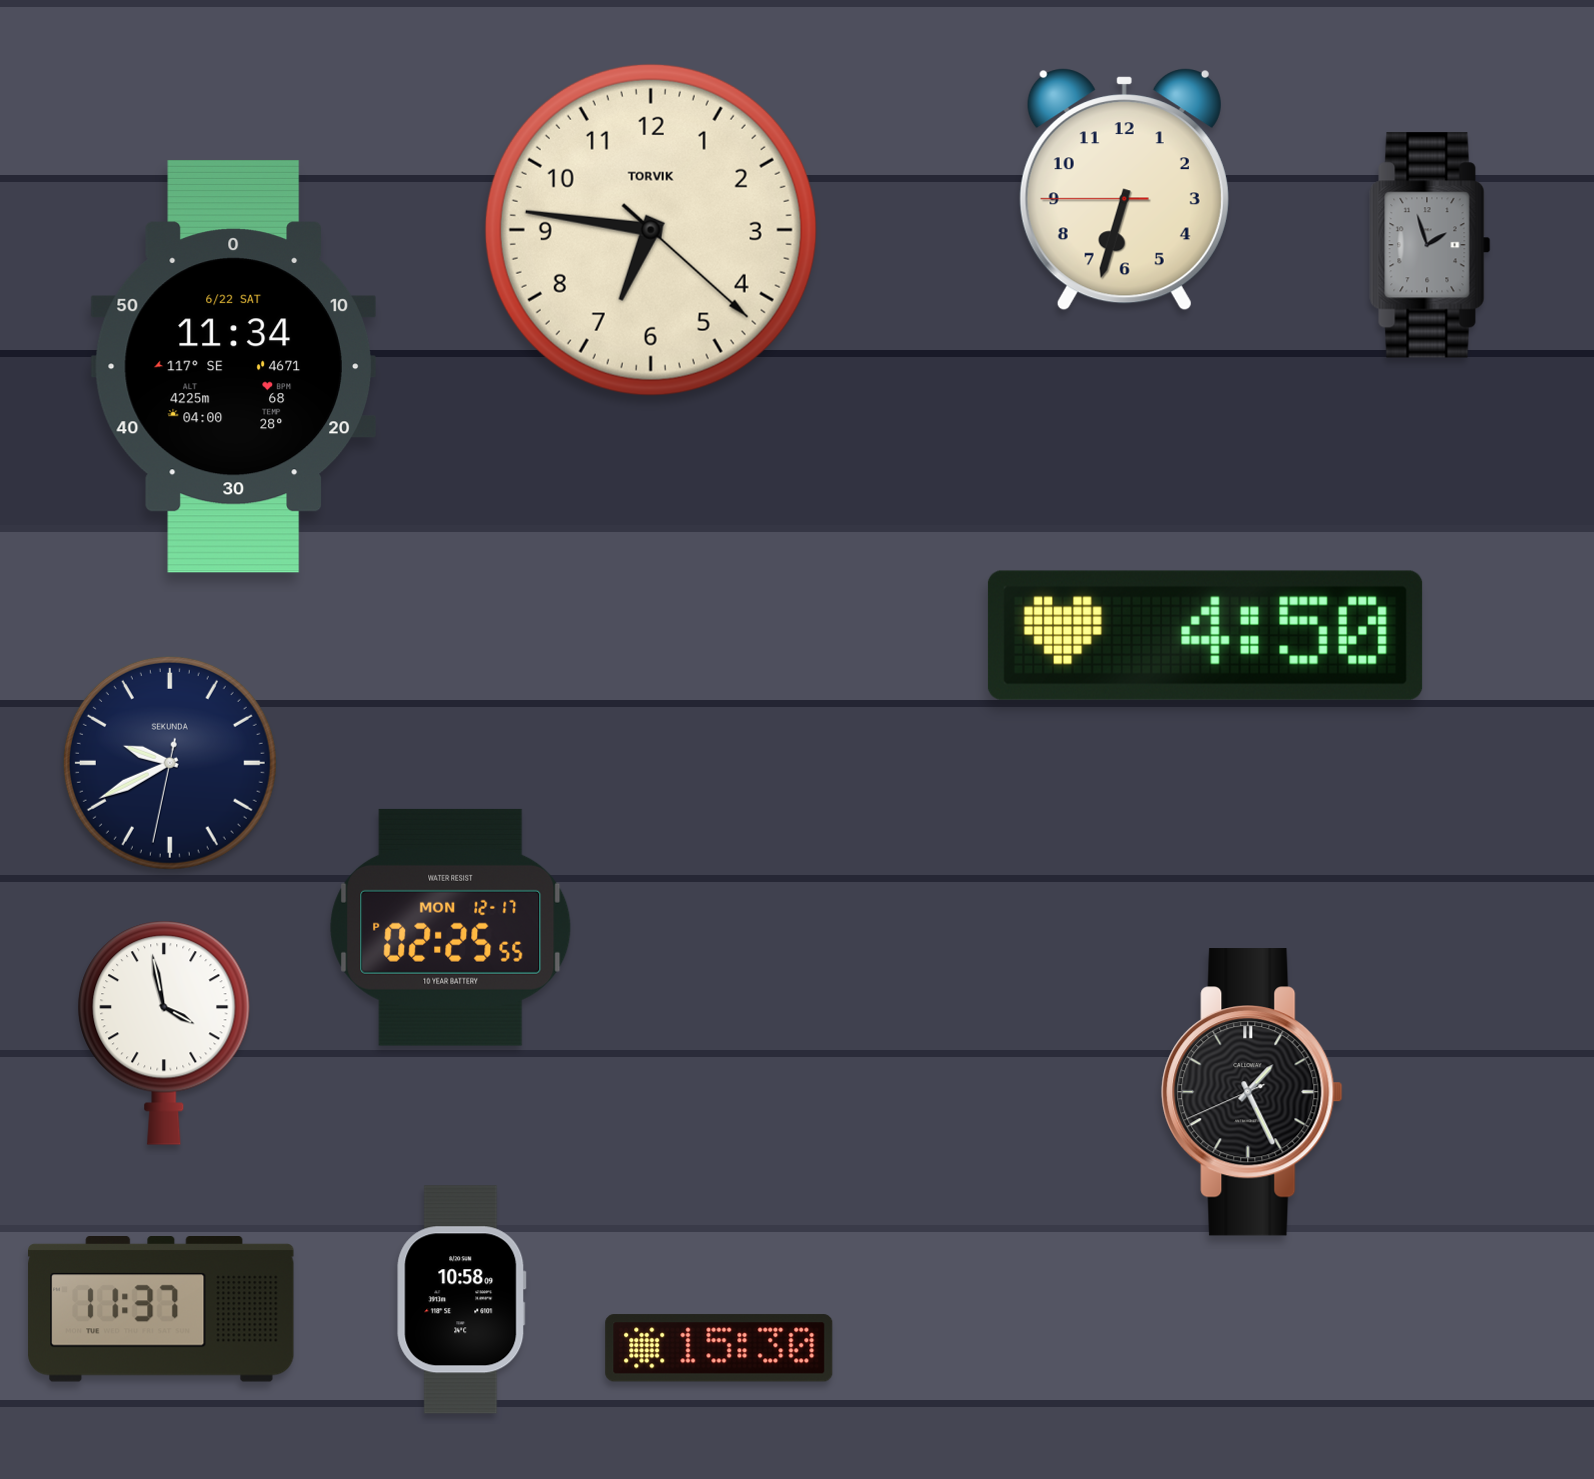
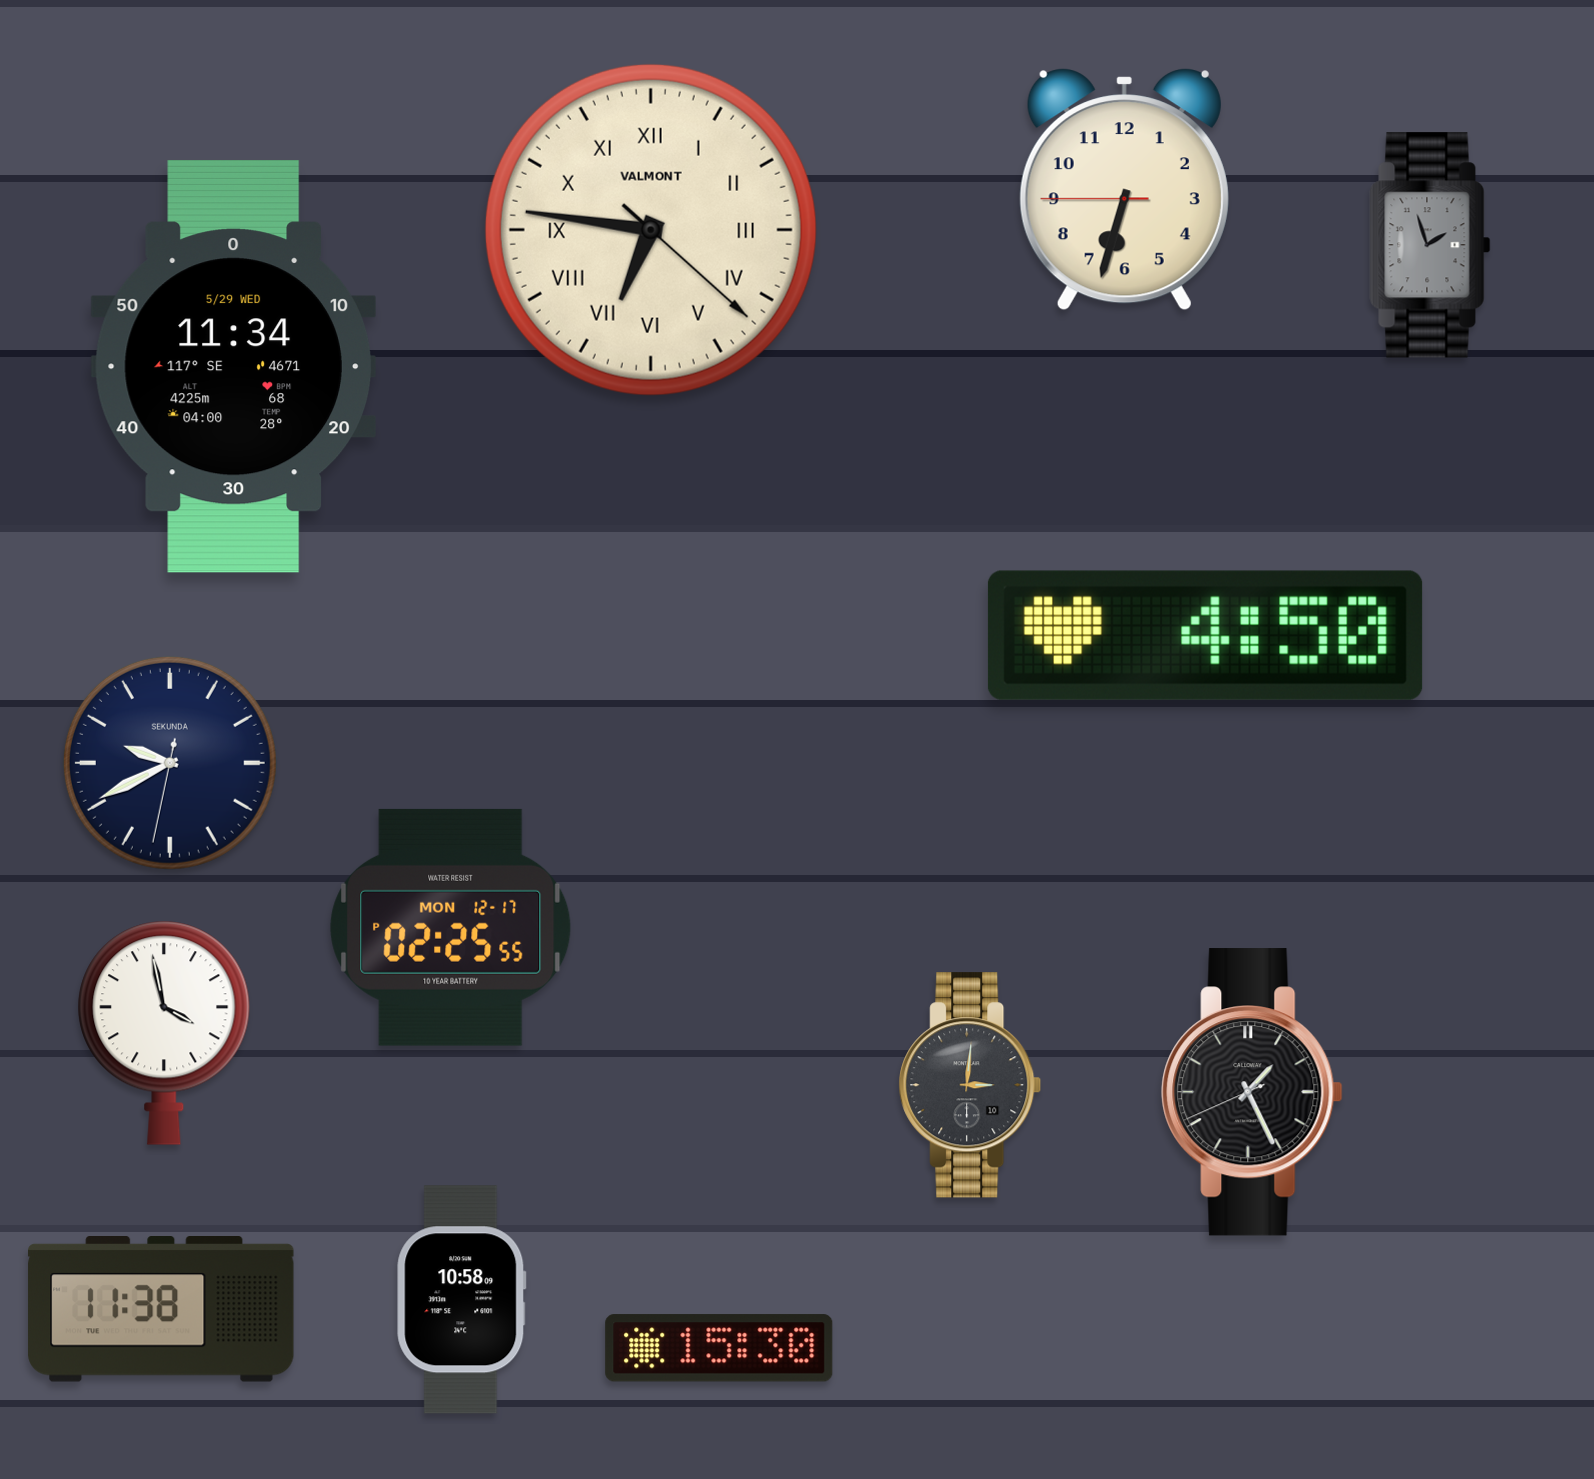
clock at (651, 230) numerals: Arabic -> Roman
clock at (651, 230) brand: TORVIK -> VALMONT
clock at (233, 367) date: 6/22 SAT -> 5/29 WED
clock at (970, 1085): none -> 3:01
clock at (162, 1310): 11:37 -> 11:38
